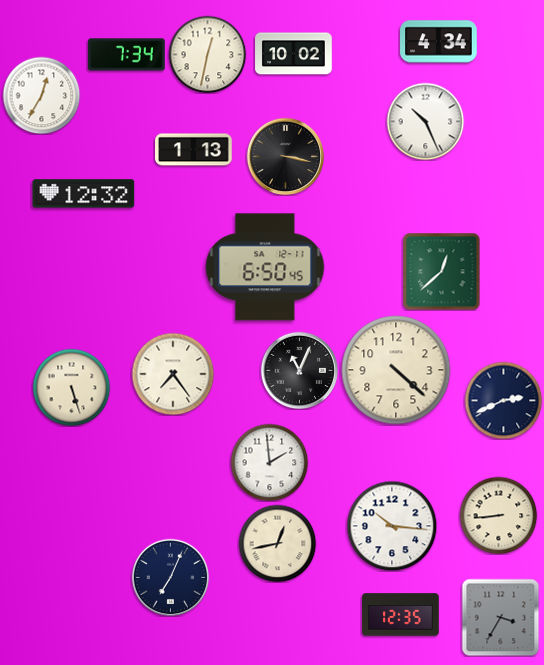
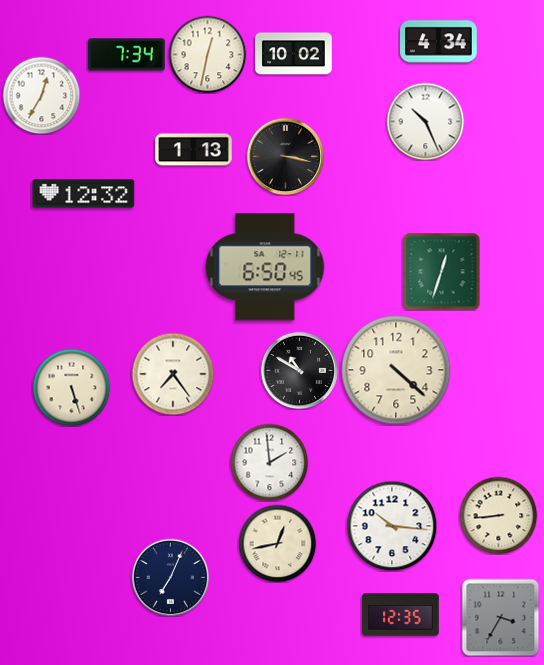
clock at (441, 271): 12:38 -> 12:33
clock at (299, 370): 11:04 -> 10:50
clock at (503, 400): 2:41 -> none
